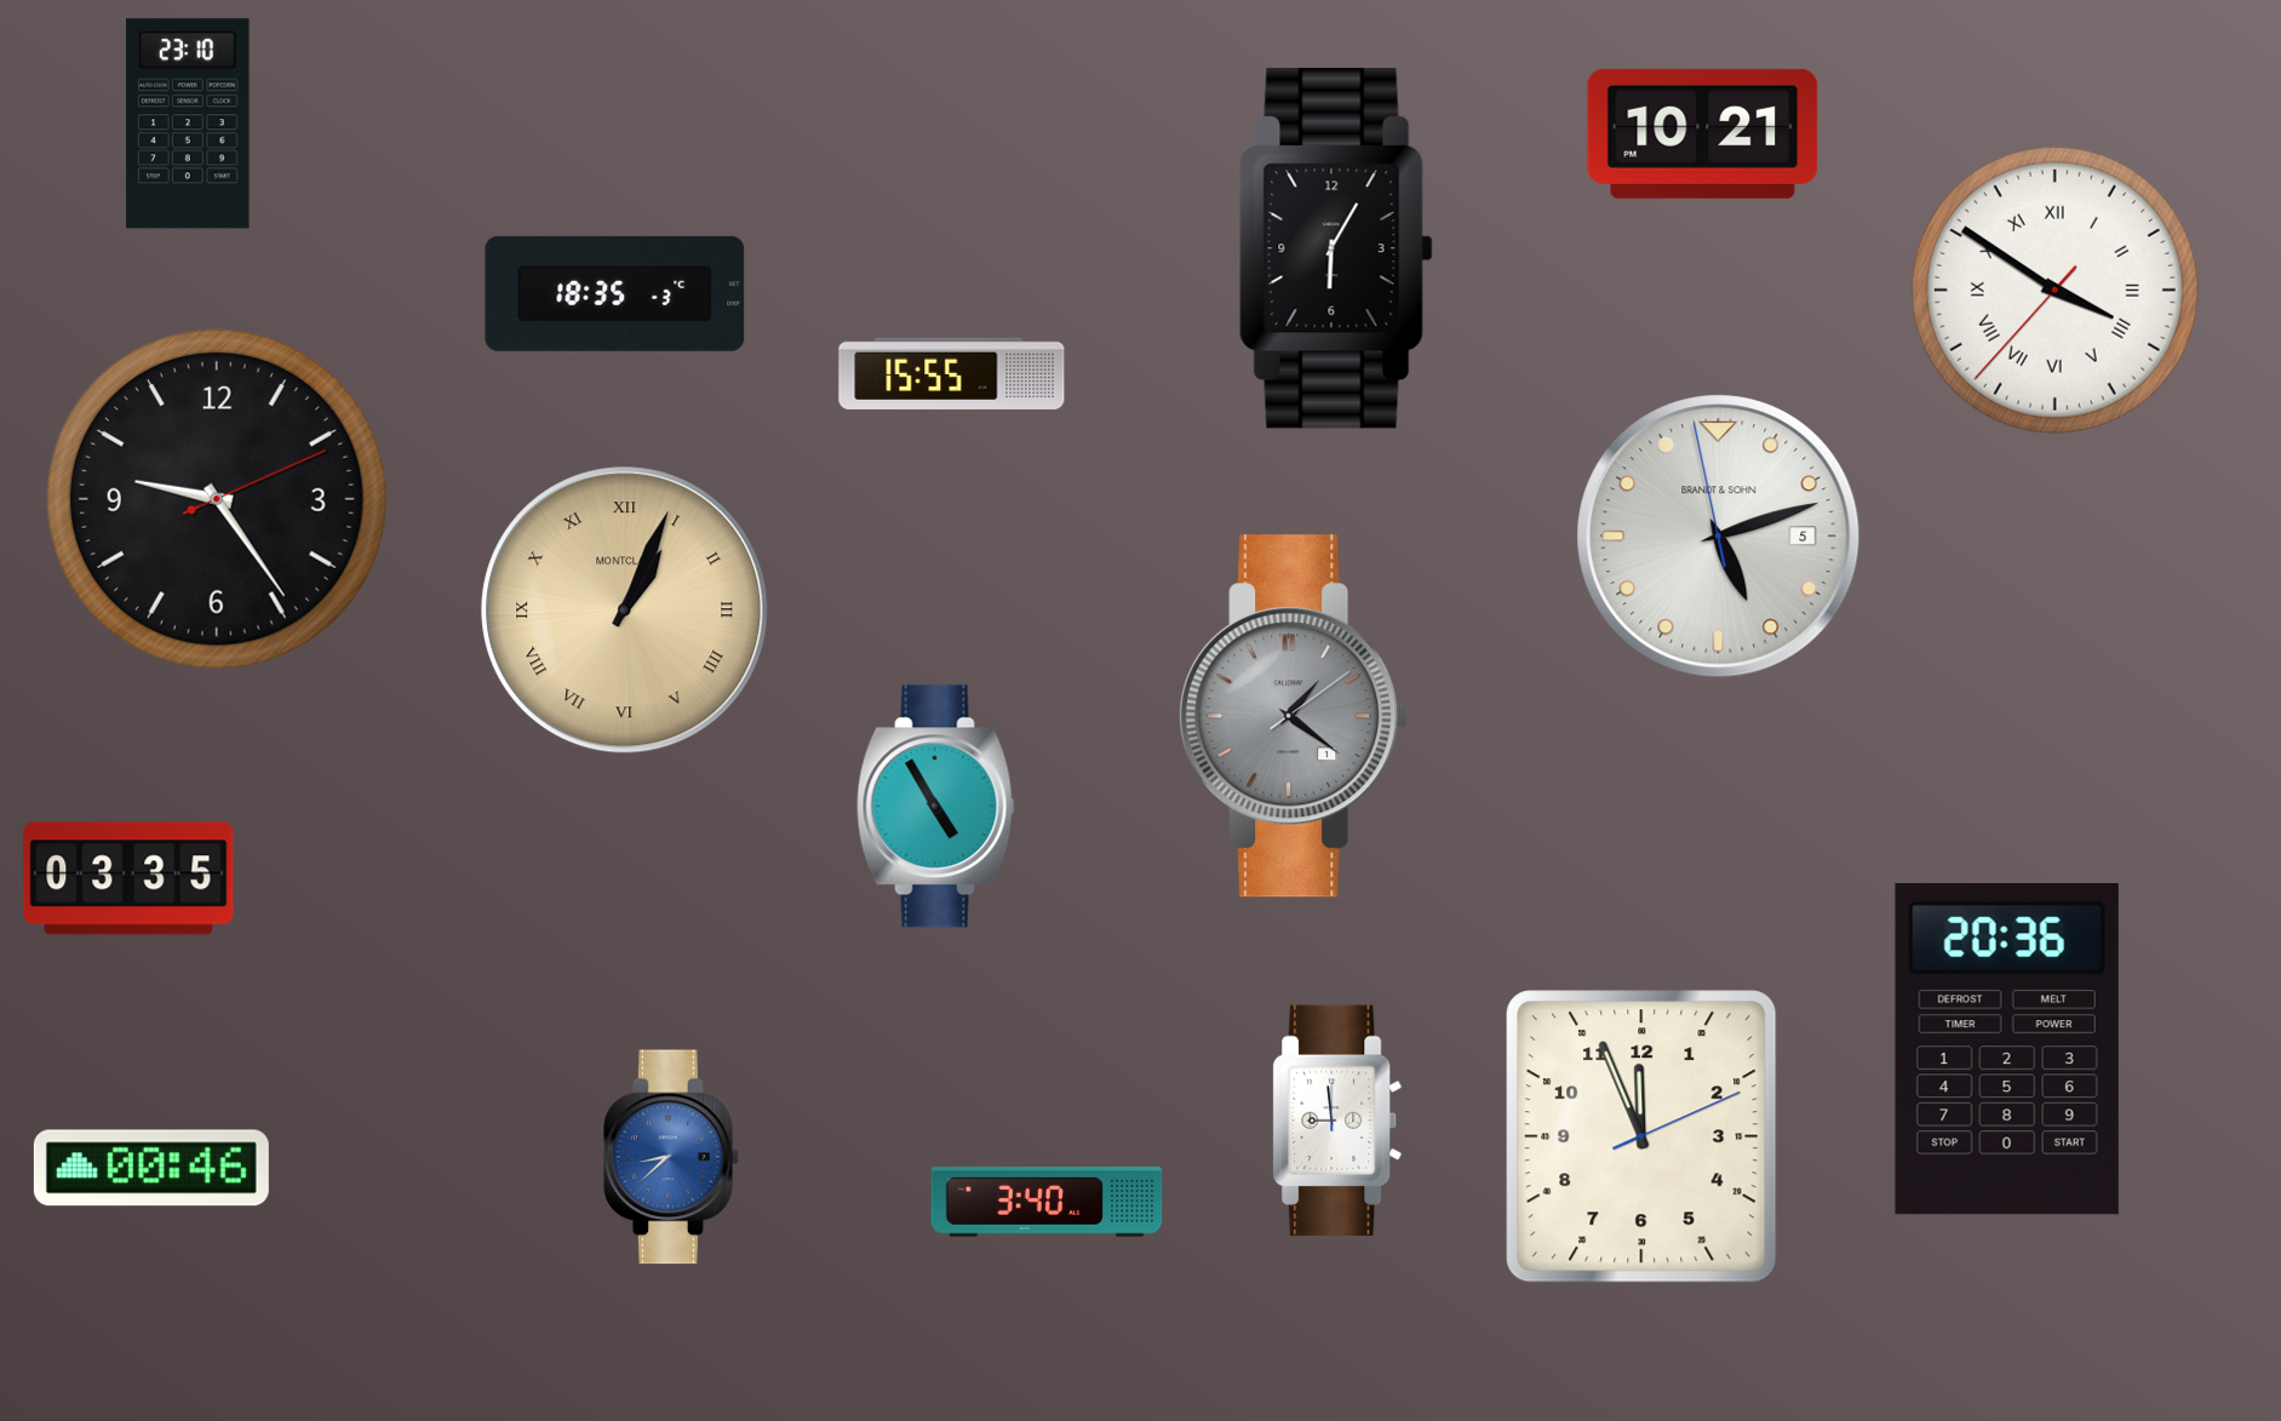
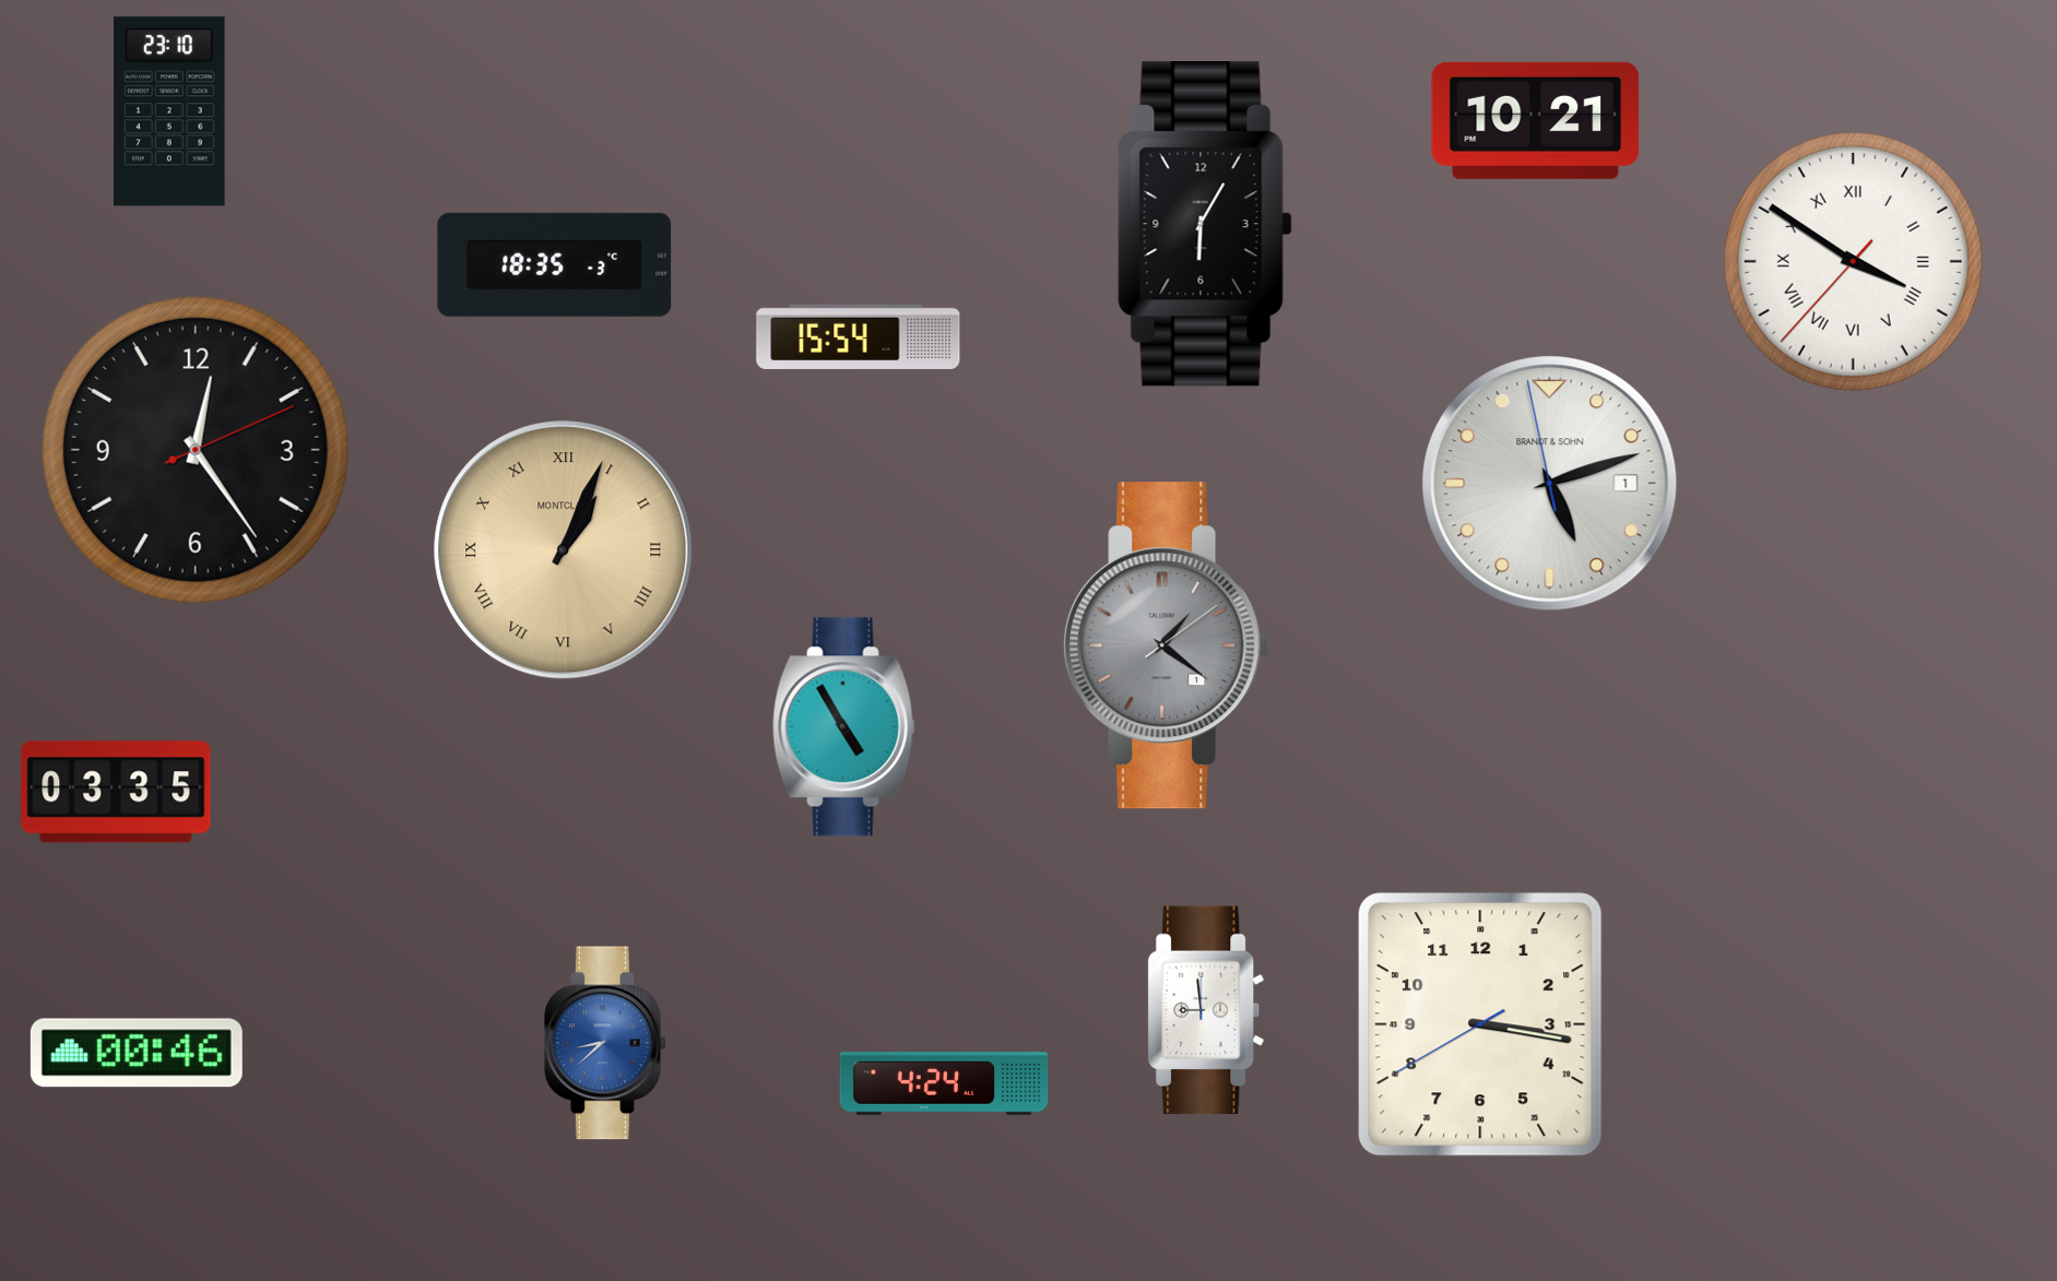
clock at (952, 373): 15:55 -> 15:54
clock at (217, 499): 9:24 -> 12:24
clock at (1719, 537) date: 5 -> 1
clock at (2007, 1049): 20:36 -> none
clock at (1641, 1136): 11:56 -> 3:16
clock at (1047, 1202): 3:40 -> 4:24
